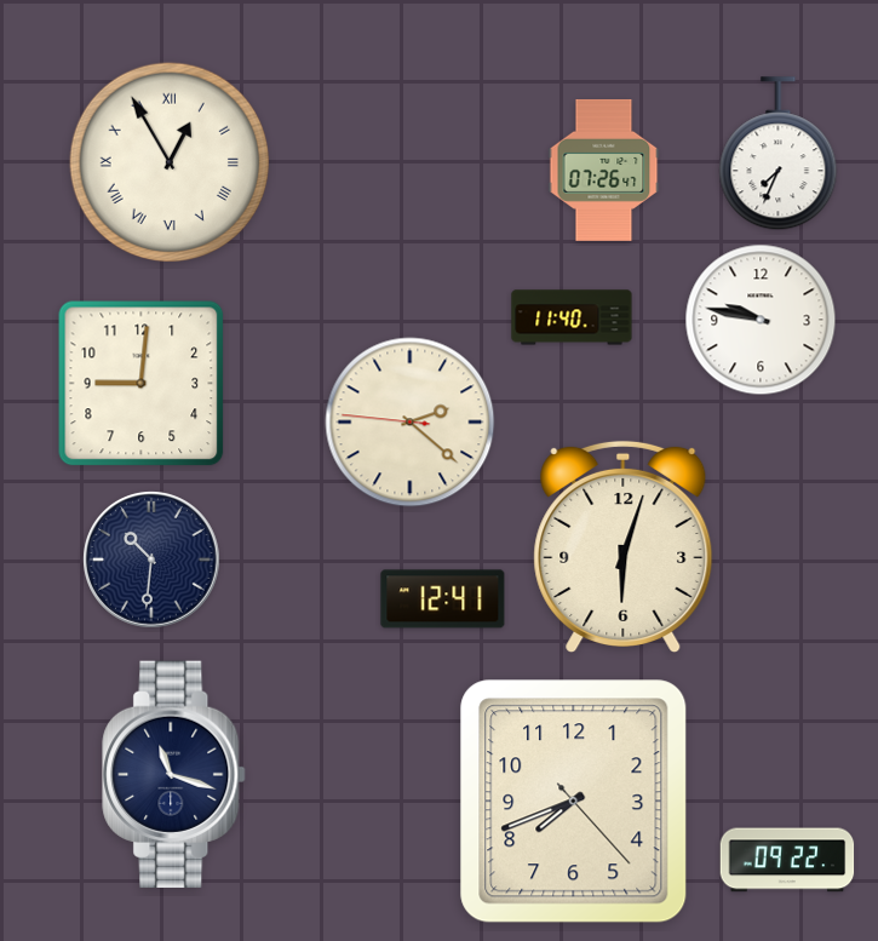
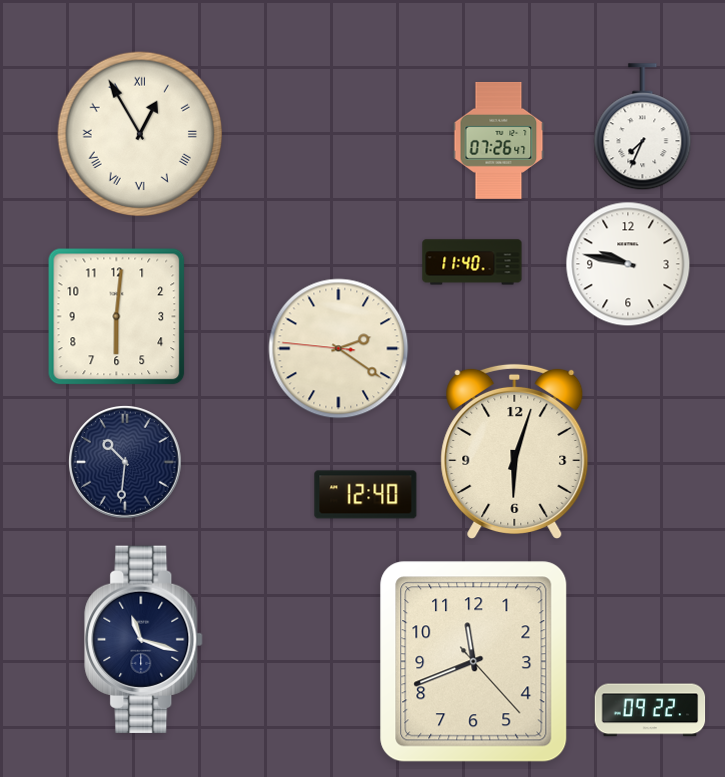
clock at (142, 384): 9:01 -> 6:01
clock at (411, 423): 2:21 -> 2:20
clock at (443, 599): 12:41 -> 12:40
clock at (574, 802): 7:41 -> 11:41
